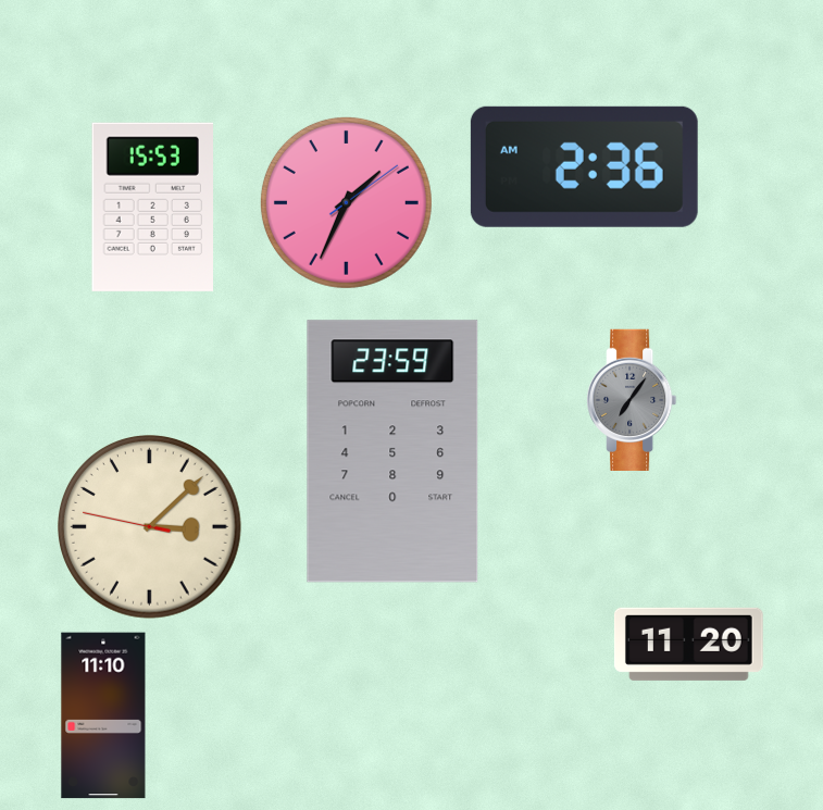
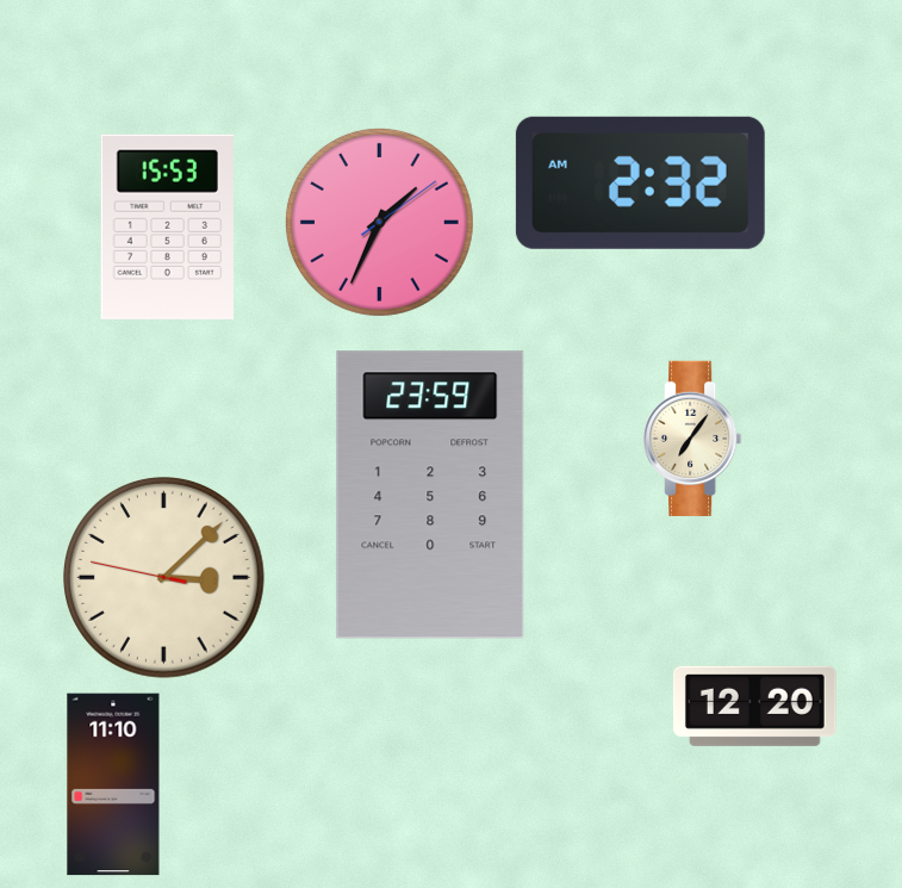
clock at (584, 166): 2:36 -> 2:32
clock at (633, 399) dial: grey -> cream
clock at (688, 644): 11:20 -> 12:20
